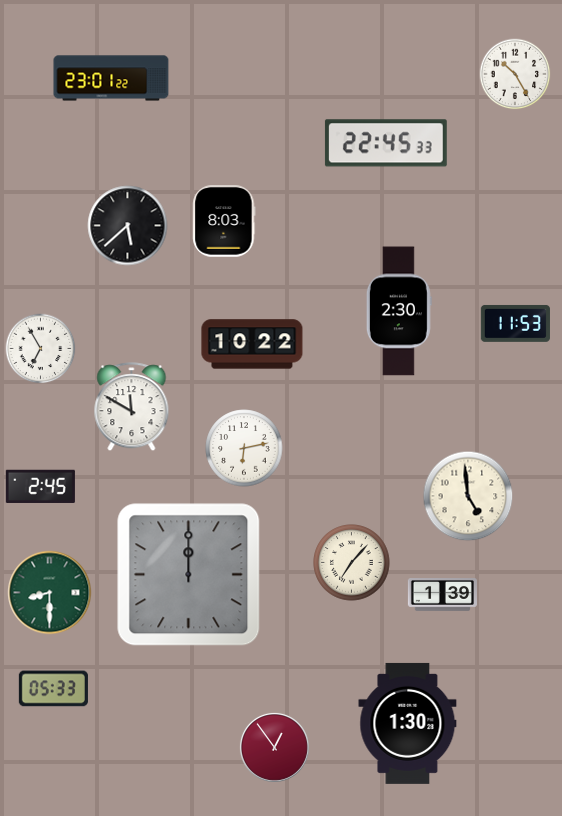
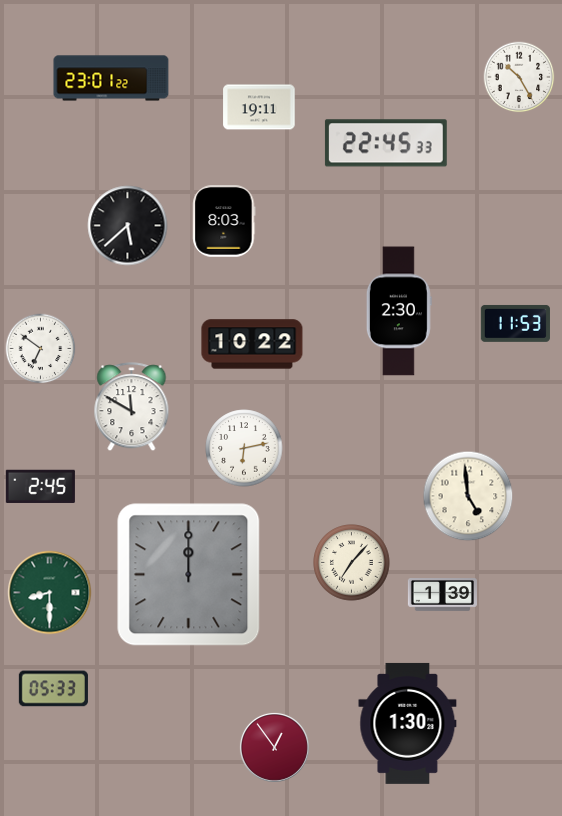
clock at (515, 74) position: (515, 74) -> (519, 77)
clock at (259, 107): none -> 19:11
clock at (41, 349): 6:55 -> 6:51
